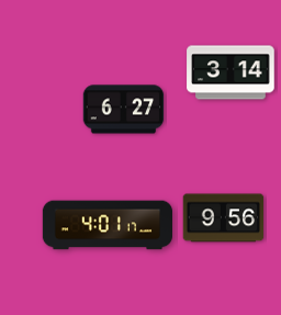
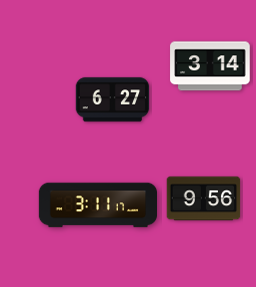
clock at (106, 225): 4:01 -> 3:11
